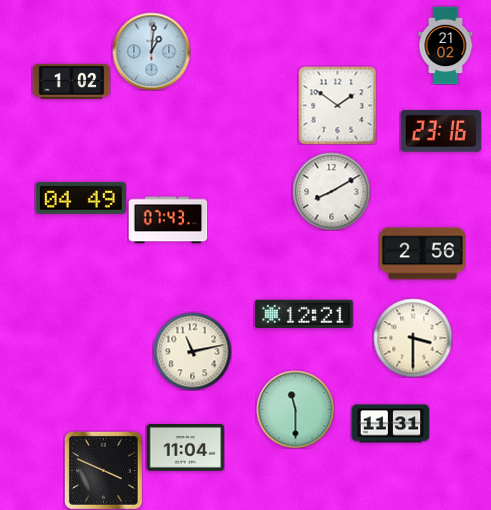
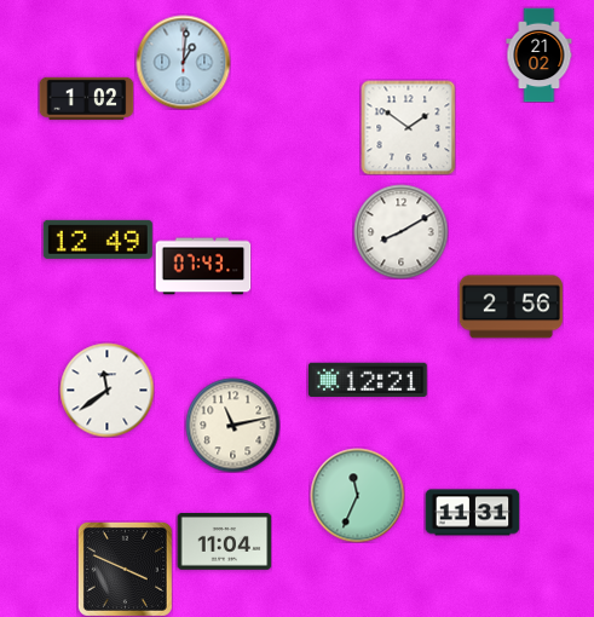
clock at (441, 131): 23:16 -> none
clock at (81, 198): 04:49 -> 12:49
clock at (106, 390): none -> 11:39
clock at (413, 338): 3:30 -> none
clock at (295, 409): 11:30 -> 11:34
